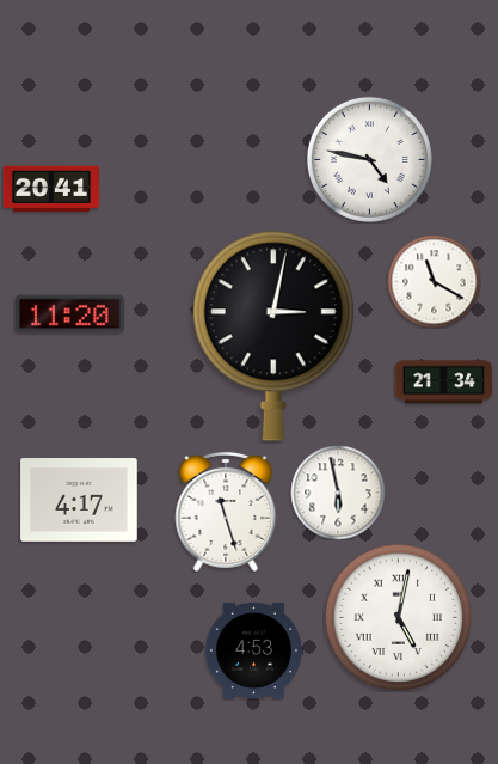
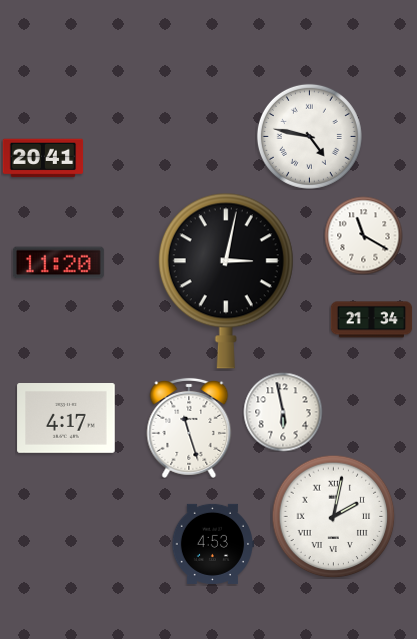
clock at (369, 159) position: (369, 159) -> (309, 136)
clock at (273, 336) position: (273, 336) -> (226, 281)
clock at (398, 617): 5:02 -> 2:02
